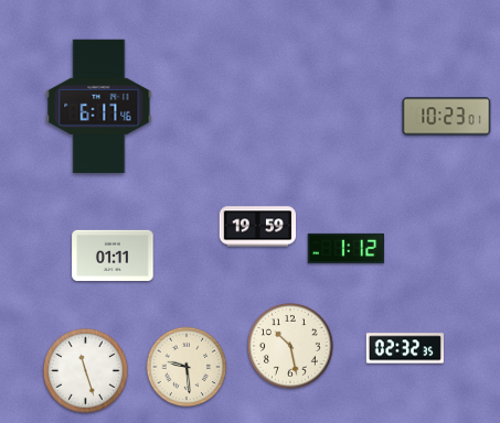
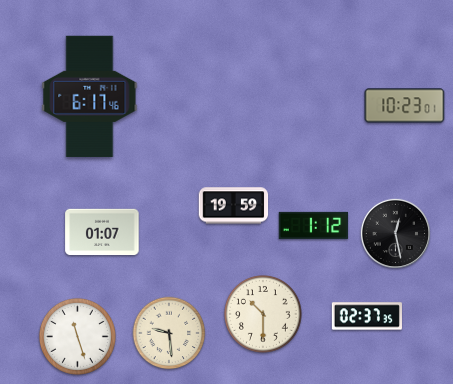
clock at (113, 256): 01:11 -> 01:07
clock at (395, 233): none -> 12:28
clock at (291, 347): 10:28 -> 10:30
clock at (405, 348): 02:32 -> 02:37
